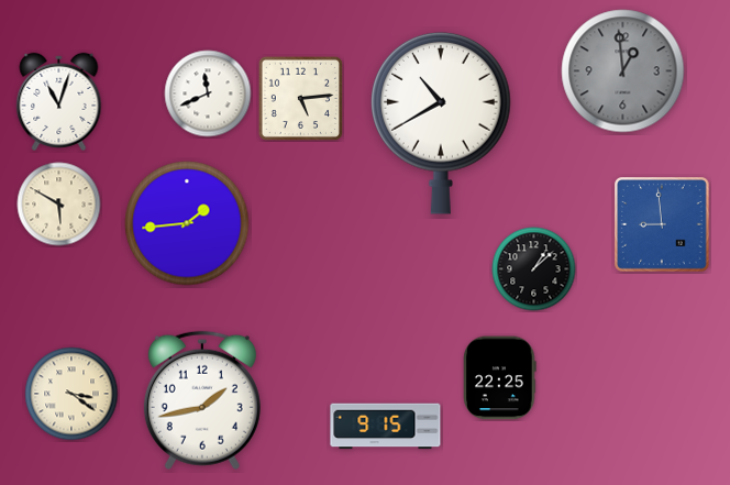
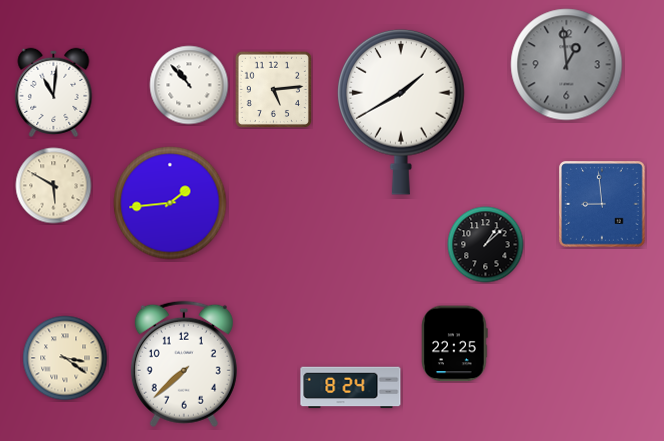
clock at (208, 93): 11:41 -> 10:53
clock at (59, 101): 11:03 -> 11:01
clock at (442, 123): 10:40 -> 1:40
clock at (202, 400): 1:43 -> 7:38
clock at (386, 427): 9:15 -> 8:24
